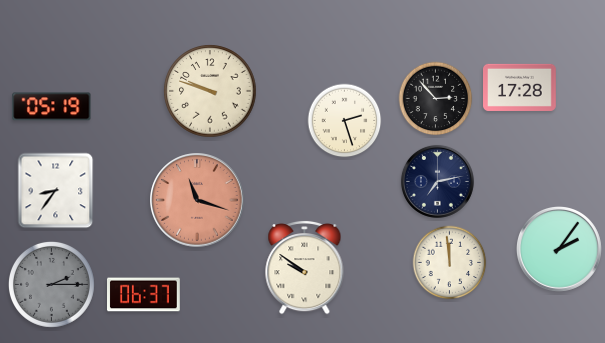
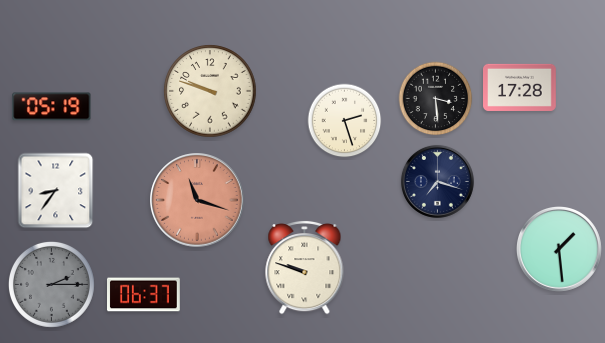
clock at (436, 99): 2:53 -> 3:29
clock at (437, 181): 7:13 -> 7:18
clock at (560, 250): 2:06 -> 1:29
clock at (450, 263): 11:59 -> none
clock at (305, 267): 9:51 -> 9:48
